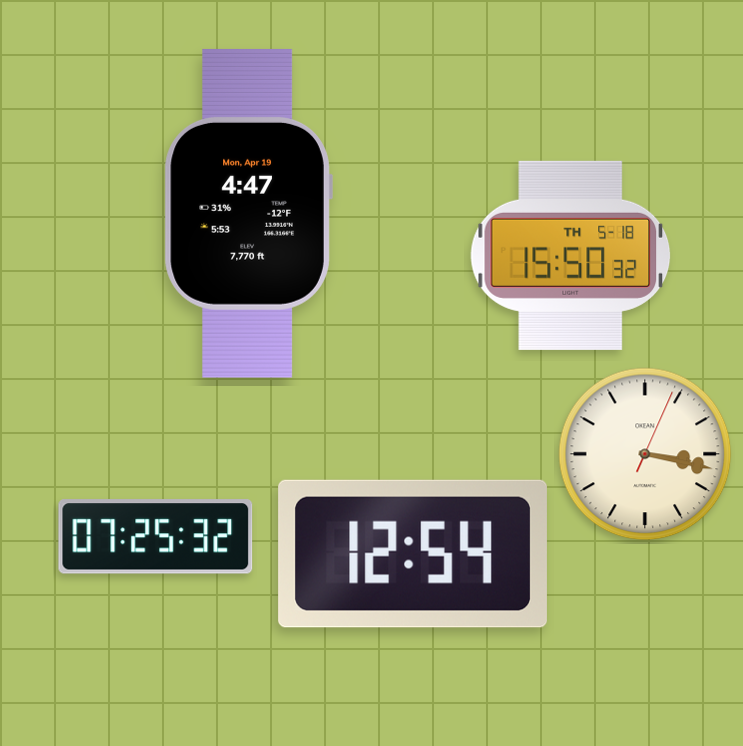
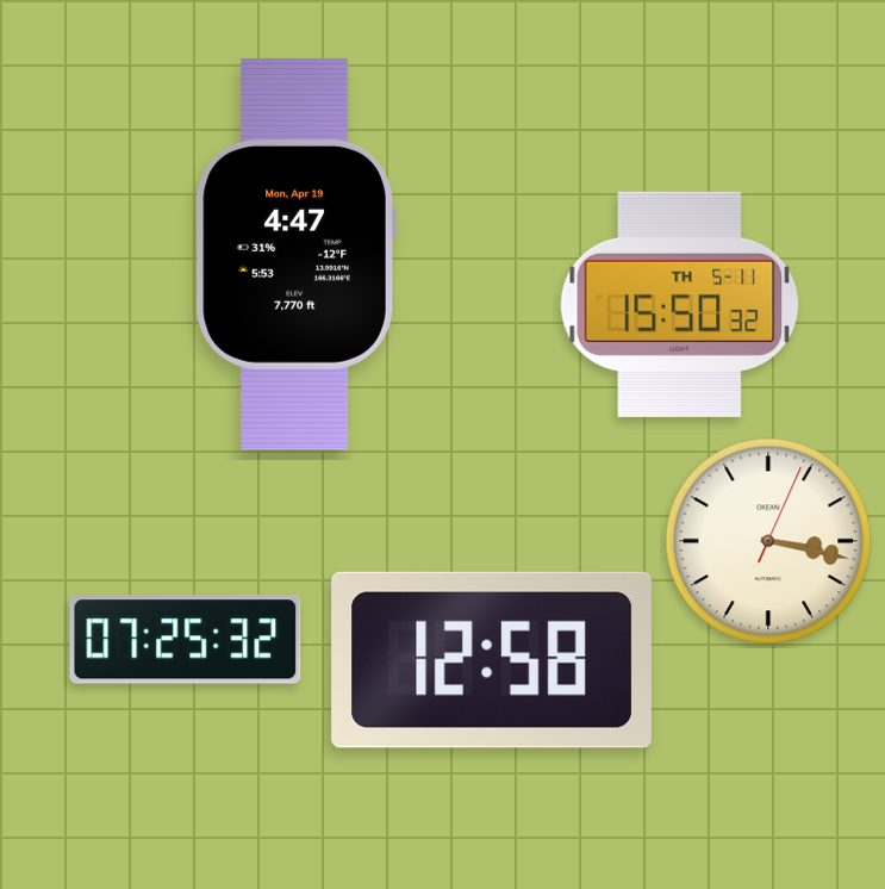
clock at (571, 255) date: TH 5-18 -> TH 5-11
clock at (413, 554): 12:54 -> 12:58
